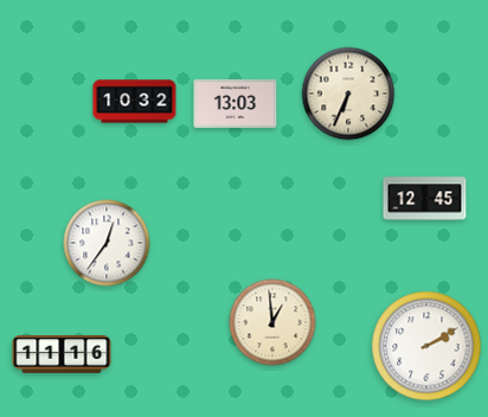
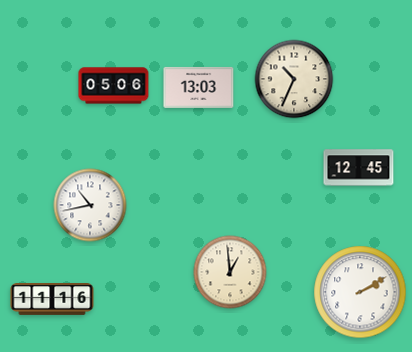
clock at (348, 94): 6:34 -> 10:34
clock at (135, 102): 10:32 -> 05:06
clock at (107, 243): 12:36 -> 10:43
